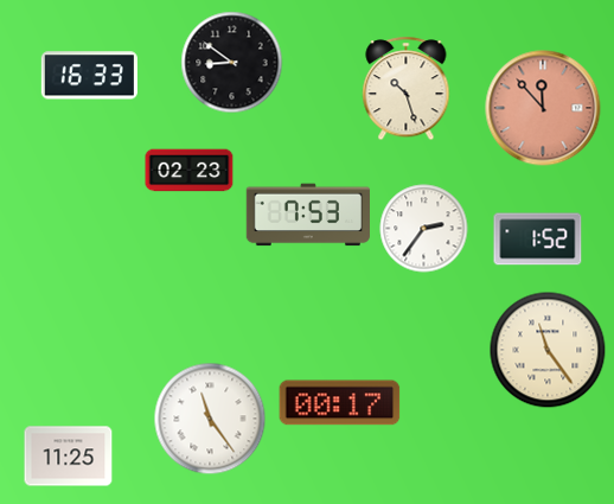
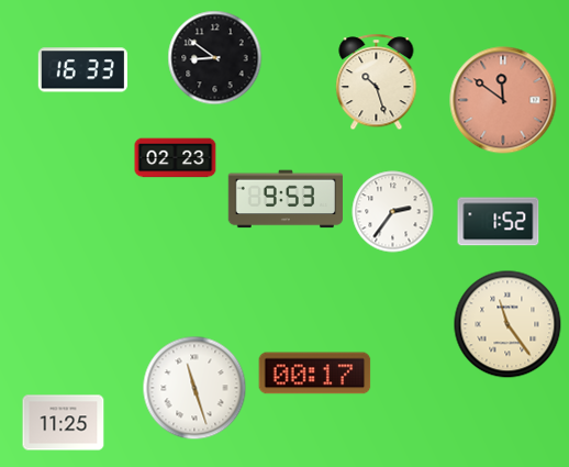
clock at (543, 108): 11:53 -> 11:51
clock at (307, 215): 7:53 -> 9:53
clock at (210, 419): 11:24 -> 11:27
